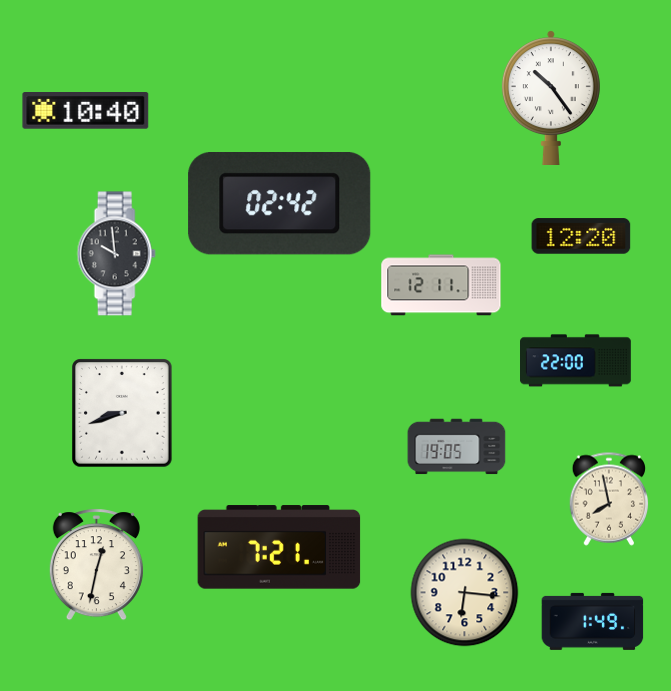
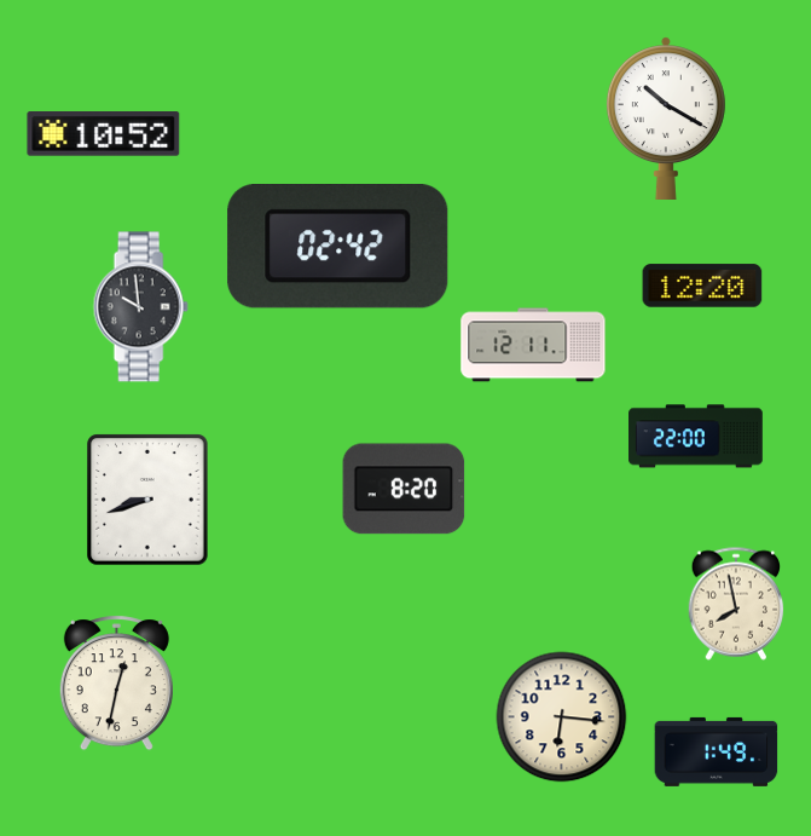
clock at (551, 97): 10:24 -> 10:20
clock at (86, 111): 10:40 -> 10:52
clock at (404, 489): none -> 8:20
clock at (457, 447): 19:05 -> none
clock at (279, 547): 7:21 -> none
